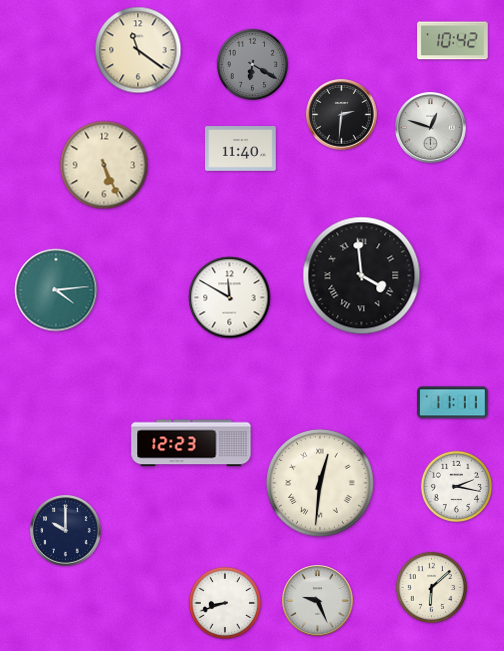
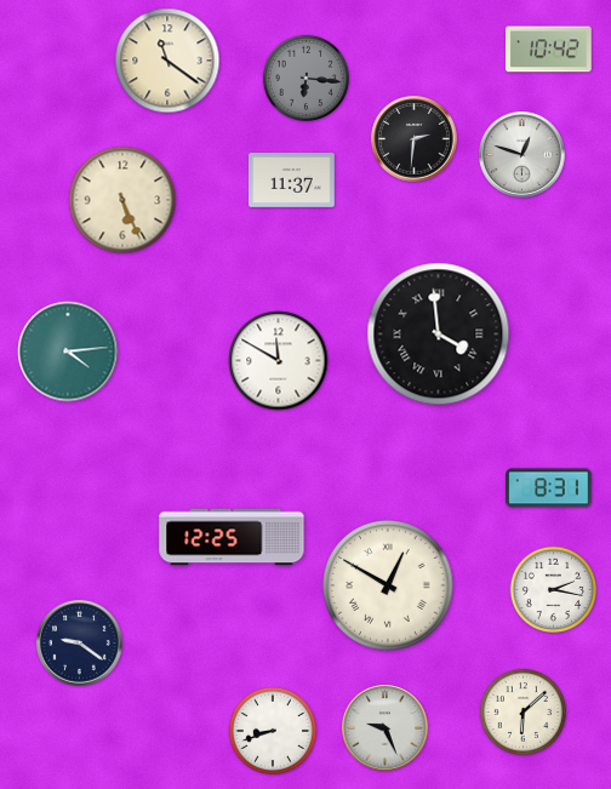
clock at (252, 64): 6:20 -> 6:16
clock at (241, 149): 11:40 -> 11:37
clock at (104, 165) position: (104, 165) -> (122, 200)
clock at (453, 403): 11:11 -> 8:31
clock at (191, 443): 12:23 -> 12:25
clock at (320, 483): 12:31 -> 12:50
clock at (66, 531): 10:00 -> 9:21
